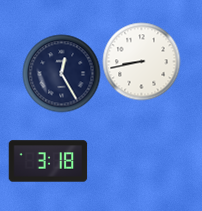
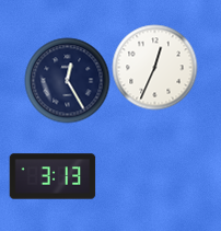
clock at (141, 61): 8:43 -> 12:34
clock at (48, 161): 3:18 -> 3:13
